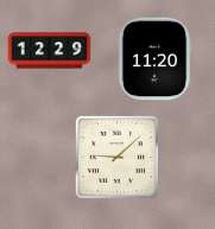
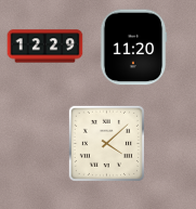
clock at (154, 59) position: (154, 59) -> (133, 48)
clock at (116, 157): 9:08 -> 4:08
